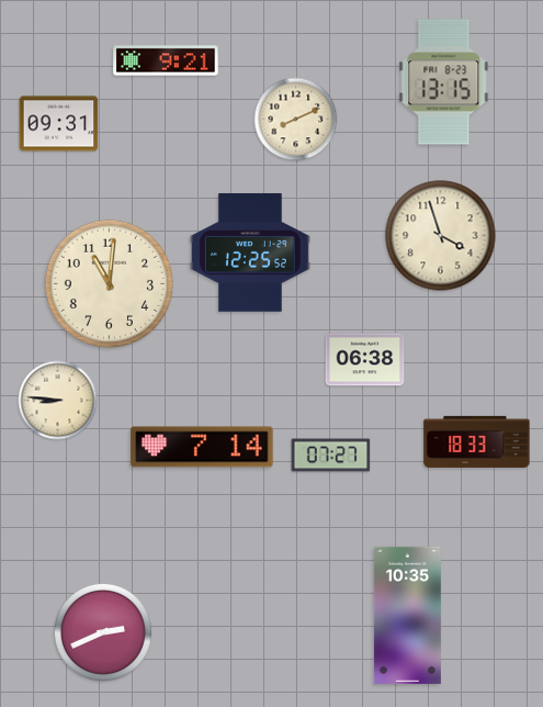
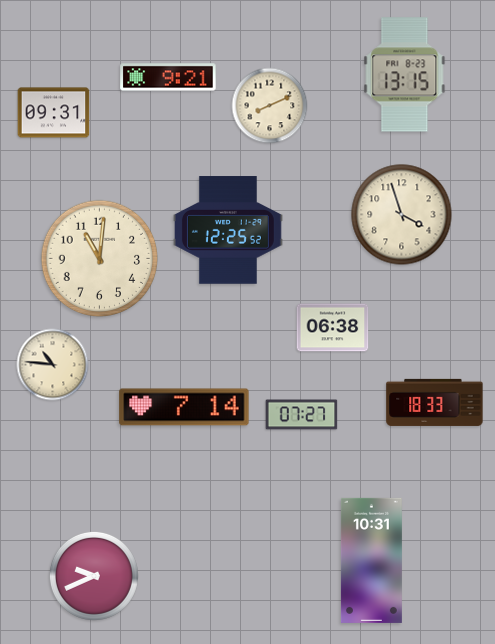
clock at (166, 60) position: (166, 60) -> (168, 77)
clock at (296, 120) position: (296, 120) -> (270, 106)
clock at (58, 401): 8:46 -> 10:46
clock at (407, 615): 10:35 -> 10:31
clock at (103, 632): 2:41 -> 9:41
